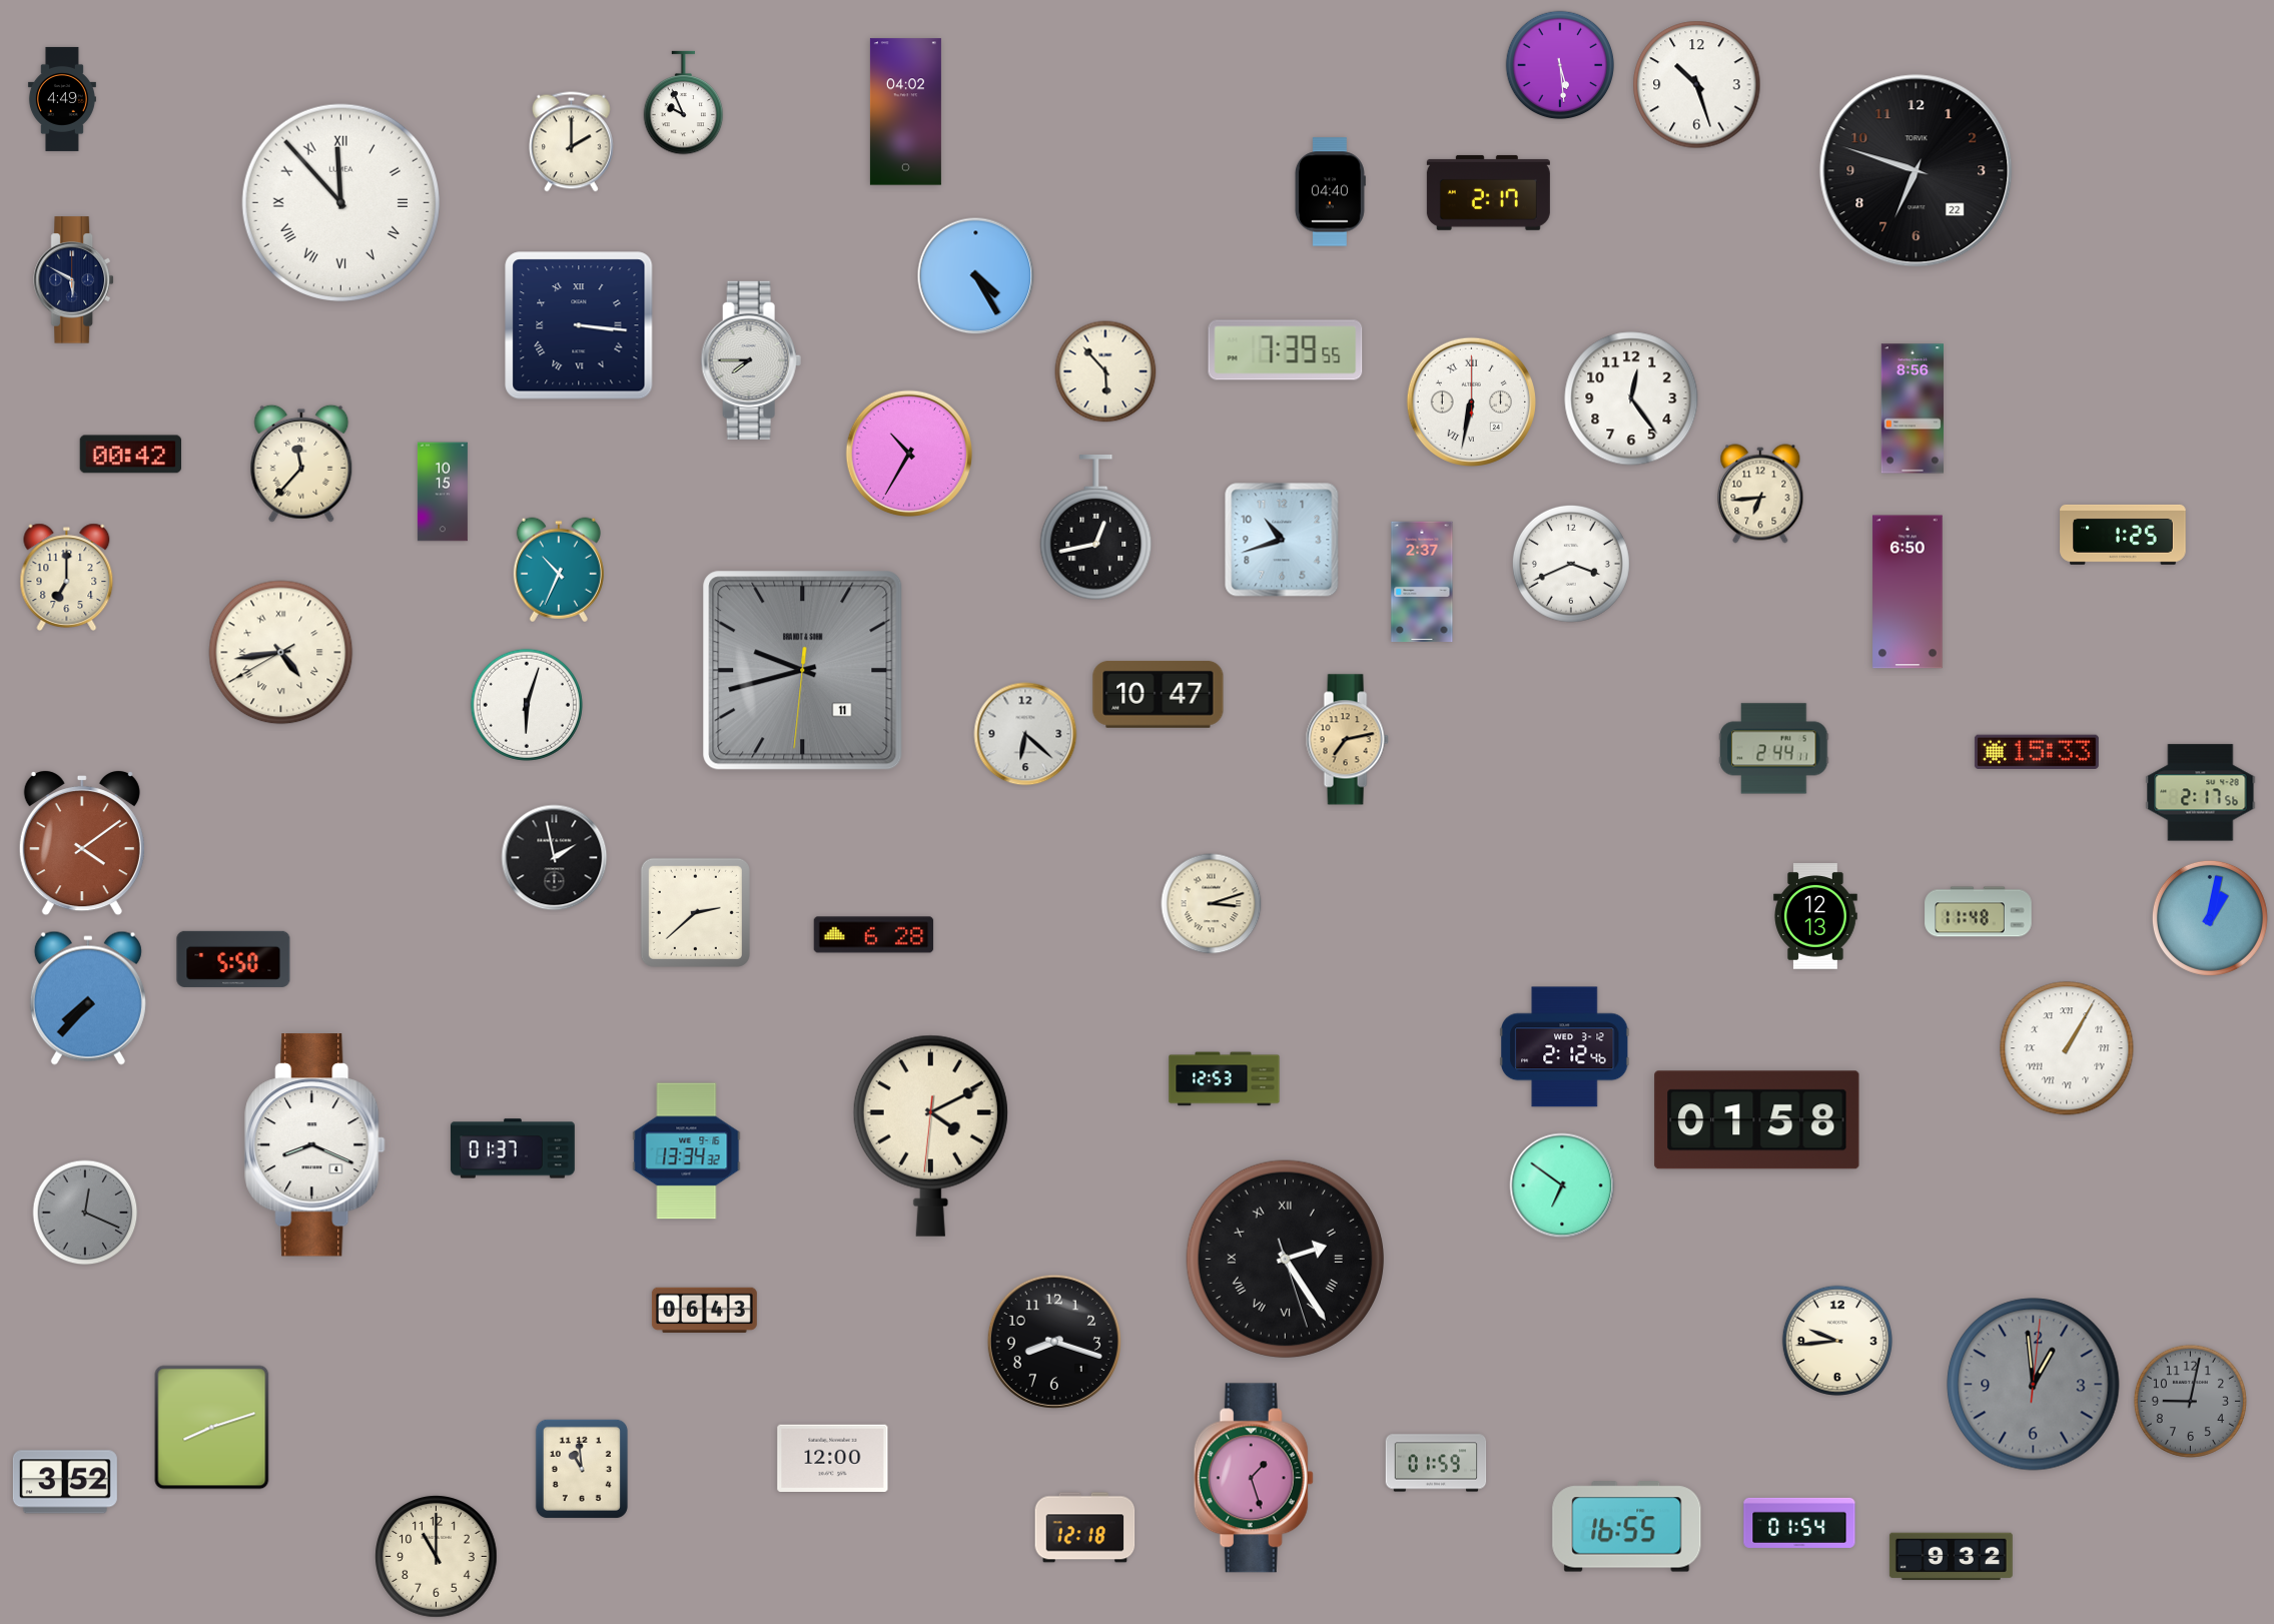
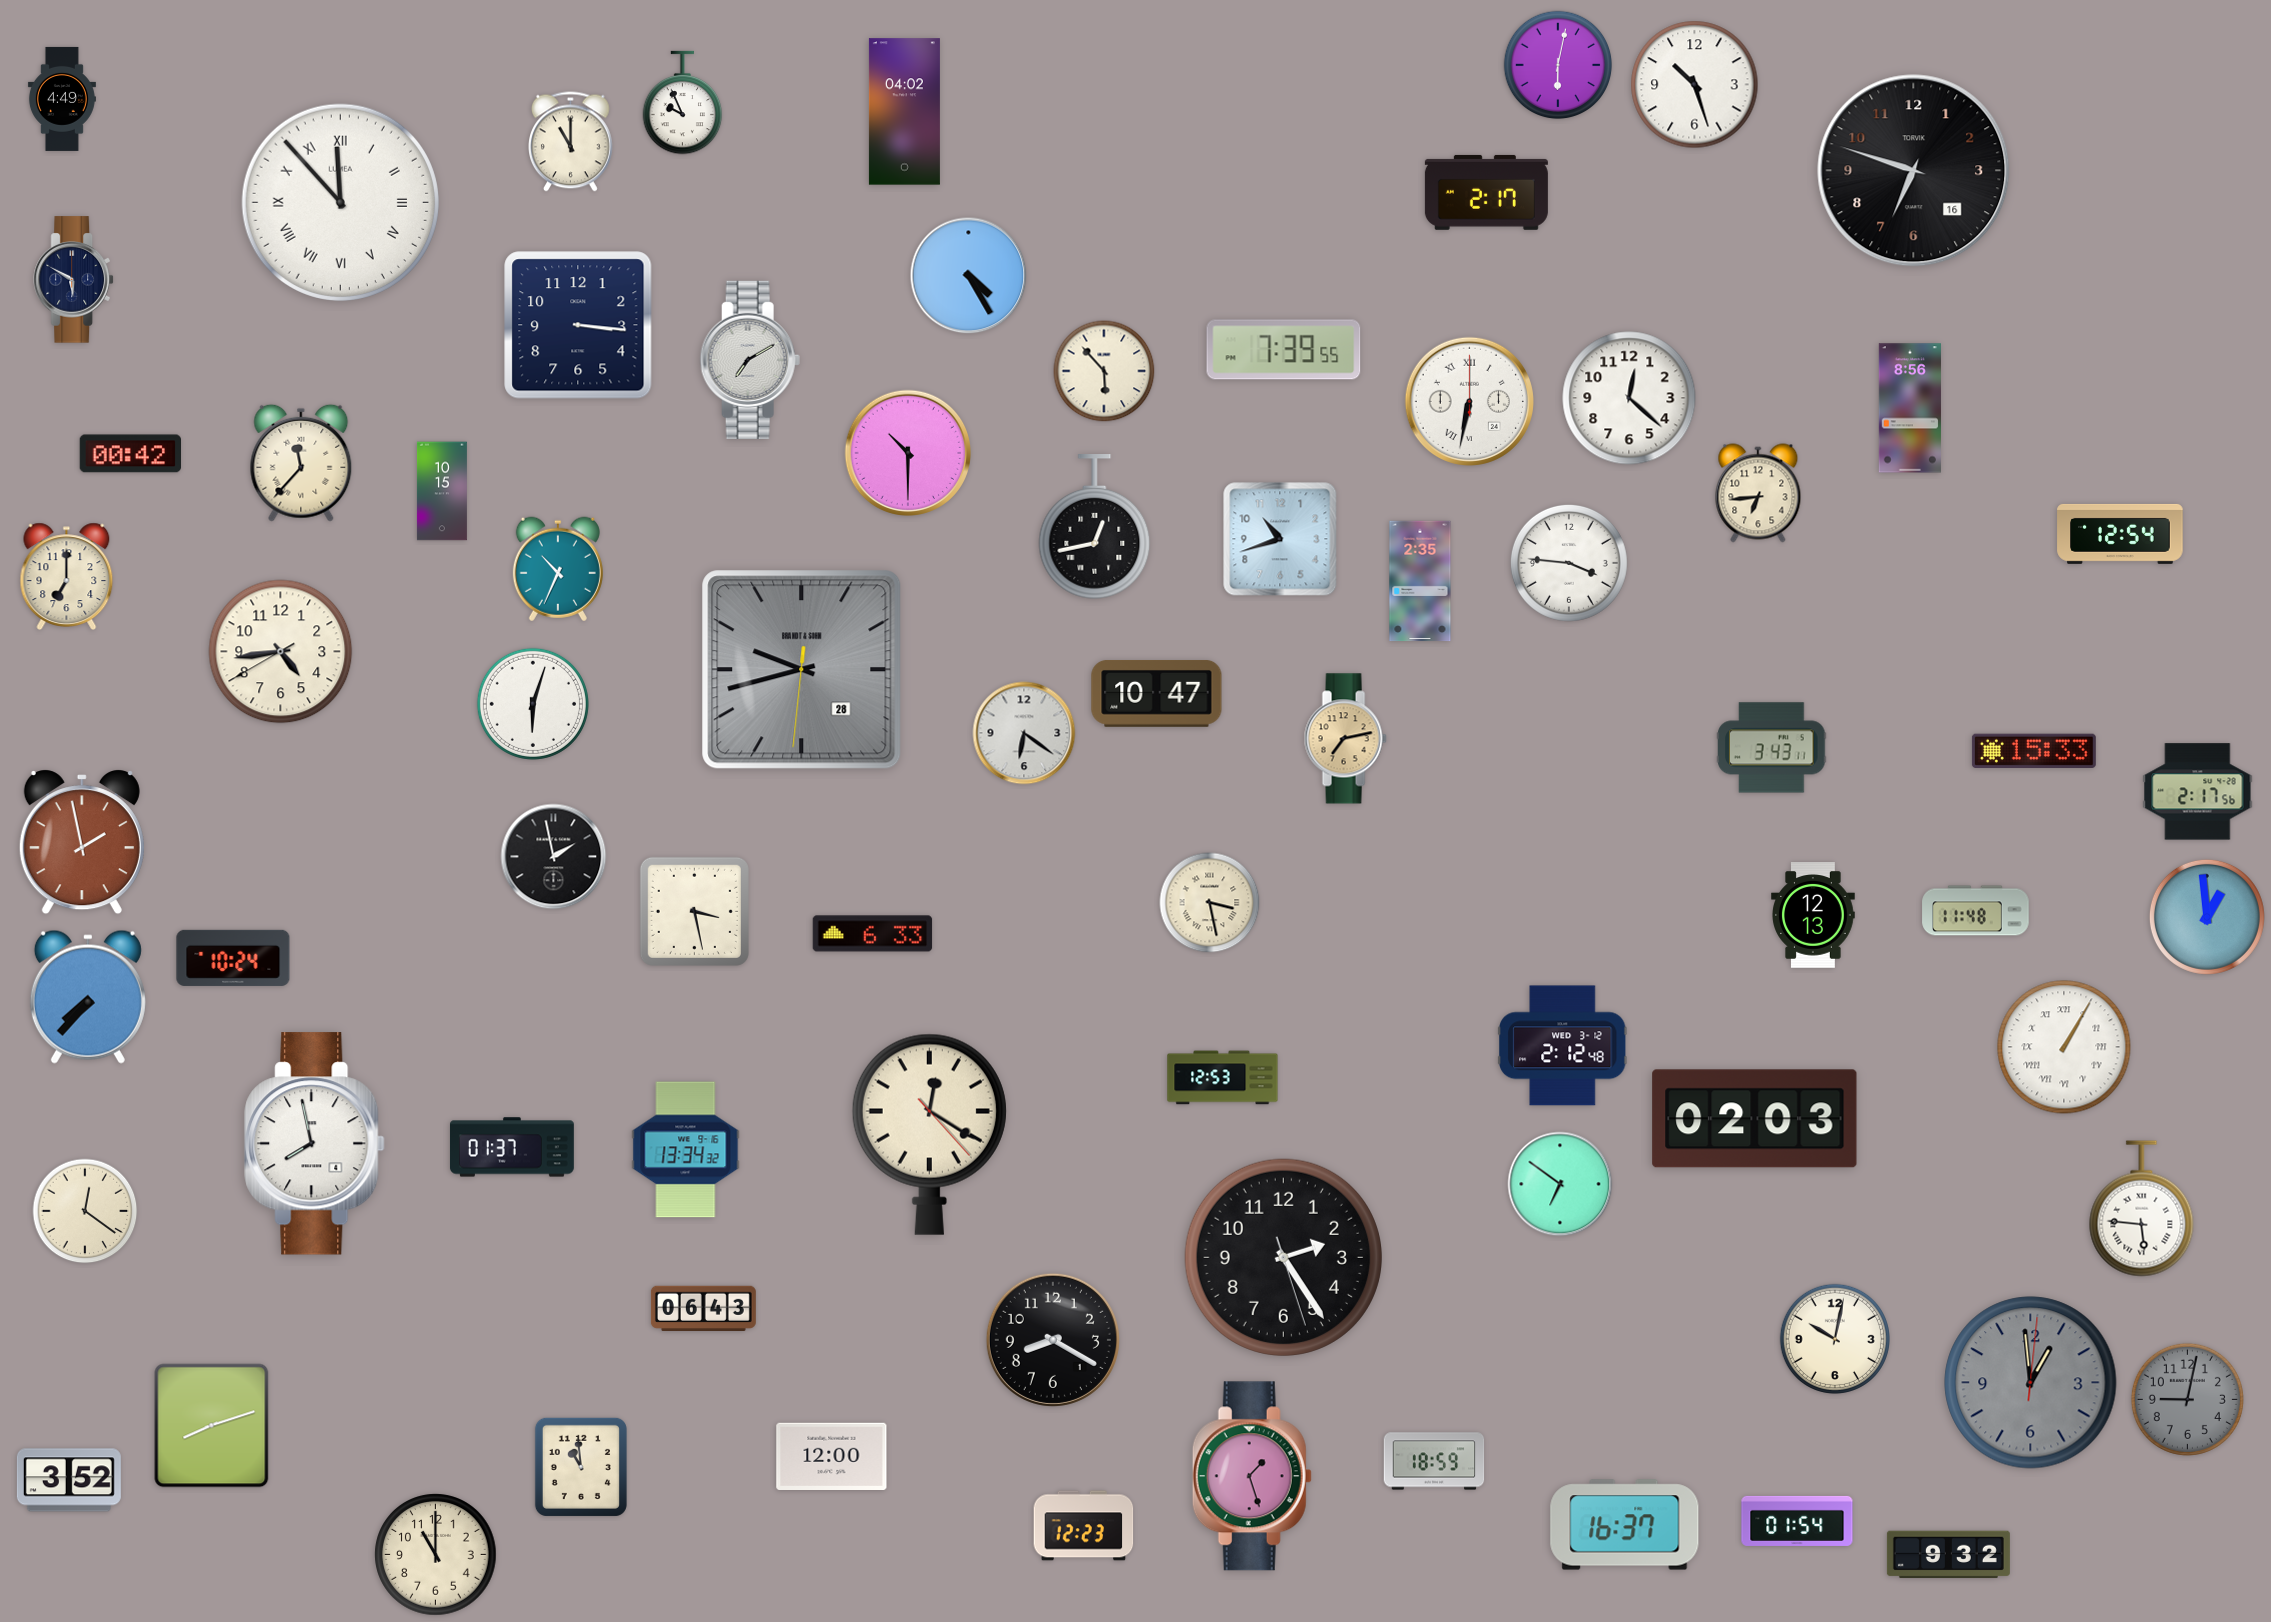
clock at (1560, 65): 5:29 -> 6:02
clock at (572, 142): 2:00 -> 11:00
clock at (1917, 171) date: 22 -> 16
clock at (1330, 192): 04:40 -> none
clock at (976, 276) position: (976, 276) -> (969, 276)
clock at (579, 325) numerals: Roman -> Arabic
clock at (751, 360): 7:45 -> 7:10
clock at (1631, 398): 12:24 -> 12:22
clock at (908, 453): 10:35 -> 10:30
clock at (2123, 535): 1:25 -> 12:54
clock at (1571, 564): 3:41 -> 3:46
clock at (1422, 582): 2:37 -> 2:35
clock at (1908, 592): 6:50 -> none
clock at (281, 653) numerals: Roman -> Arabic
clock at (803, 671) date: 11 -> 28
clock at (527, 705) position: (527, 705) -> (533, 704)
clock at (1025, 734): 6:22 -> 6:21
clock at (1774, 749): 2:44 -> 3:43
clock at (82, 843): 4:09 -> 1:58
clock at (1212, 904): 3:12 -> 3:28
clock at (695, 912): 2:38 -> 3:28
clock at (2210, 918): 1:02 -> 12:59
clock at (874, 935): 6:28 -> 6:33
clock at (233, 959): 5:50 -> 10:24
clock at (1564, 1047): 2:12:46 -> 2:12:48
clock at (1757, 1120): 01:58 -> 02:03
clock at (930, 1135): 4:10 -> 12:20
clock at (315, 1145): 8:19 -> 7:58
clock at (2142, 1209): none -> 5:46
clock at (85, 1212): 12:19 -> 12:21
clock at (85, 1212) dial: grey -> cream
clock at (1285, 1259) numerals: Roman -> Arabic
clock at (1837, 1341): 9:44 -> 10:02
clock at (1054, 1342): 8:18 -> 8:20
clock at (1436, 1463): 01:59 -> 18:59
clock at (65, 1482) position: (65, 1482) -> (69, 1480)
clock at (1627, 1527): 16:55 -> 16:37
clock at (1085, 1528): 12:18 -> 12:23
